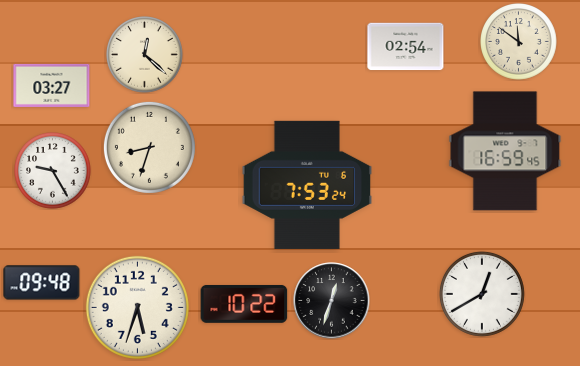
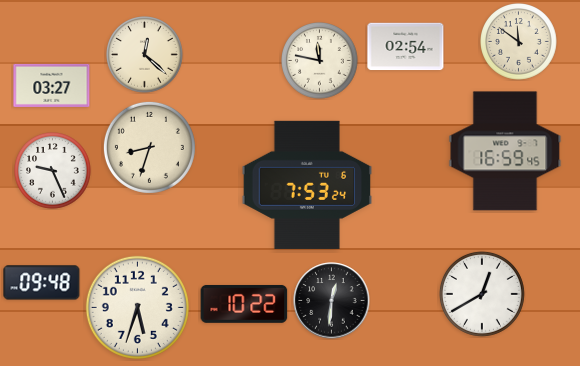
clock at (320, 61): none -> 11:47
clock at (53, 171): 9:25 -> 9:26
clock at (332, 301): 12:33 -> 12:31
